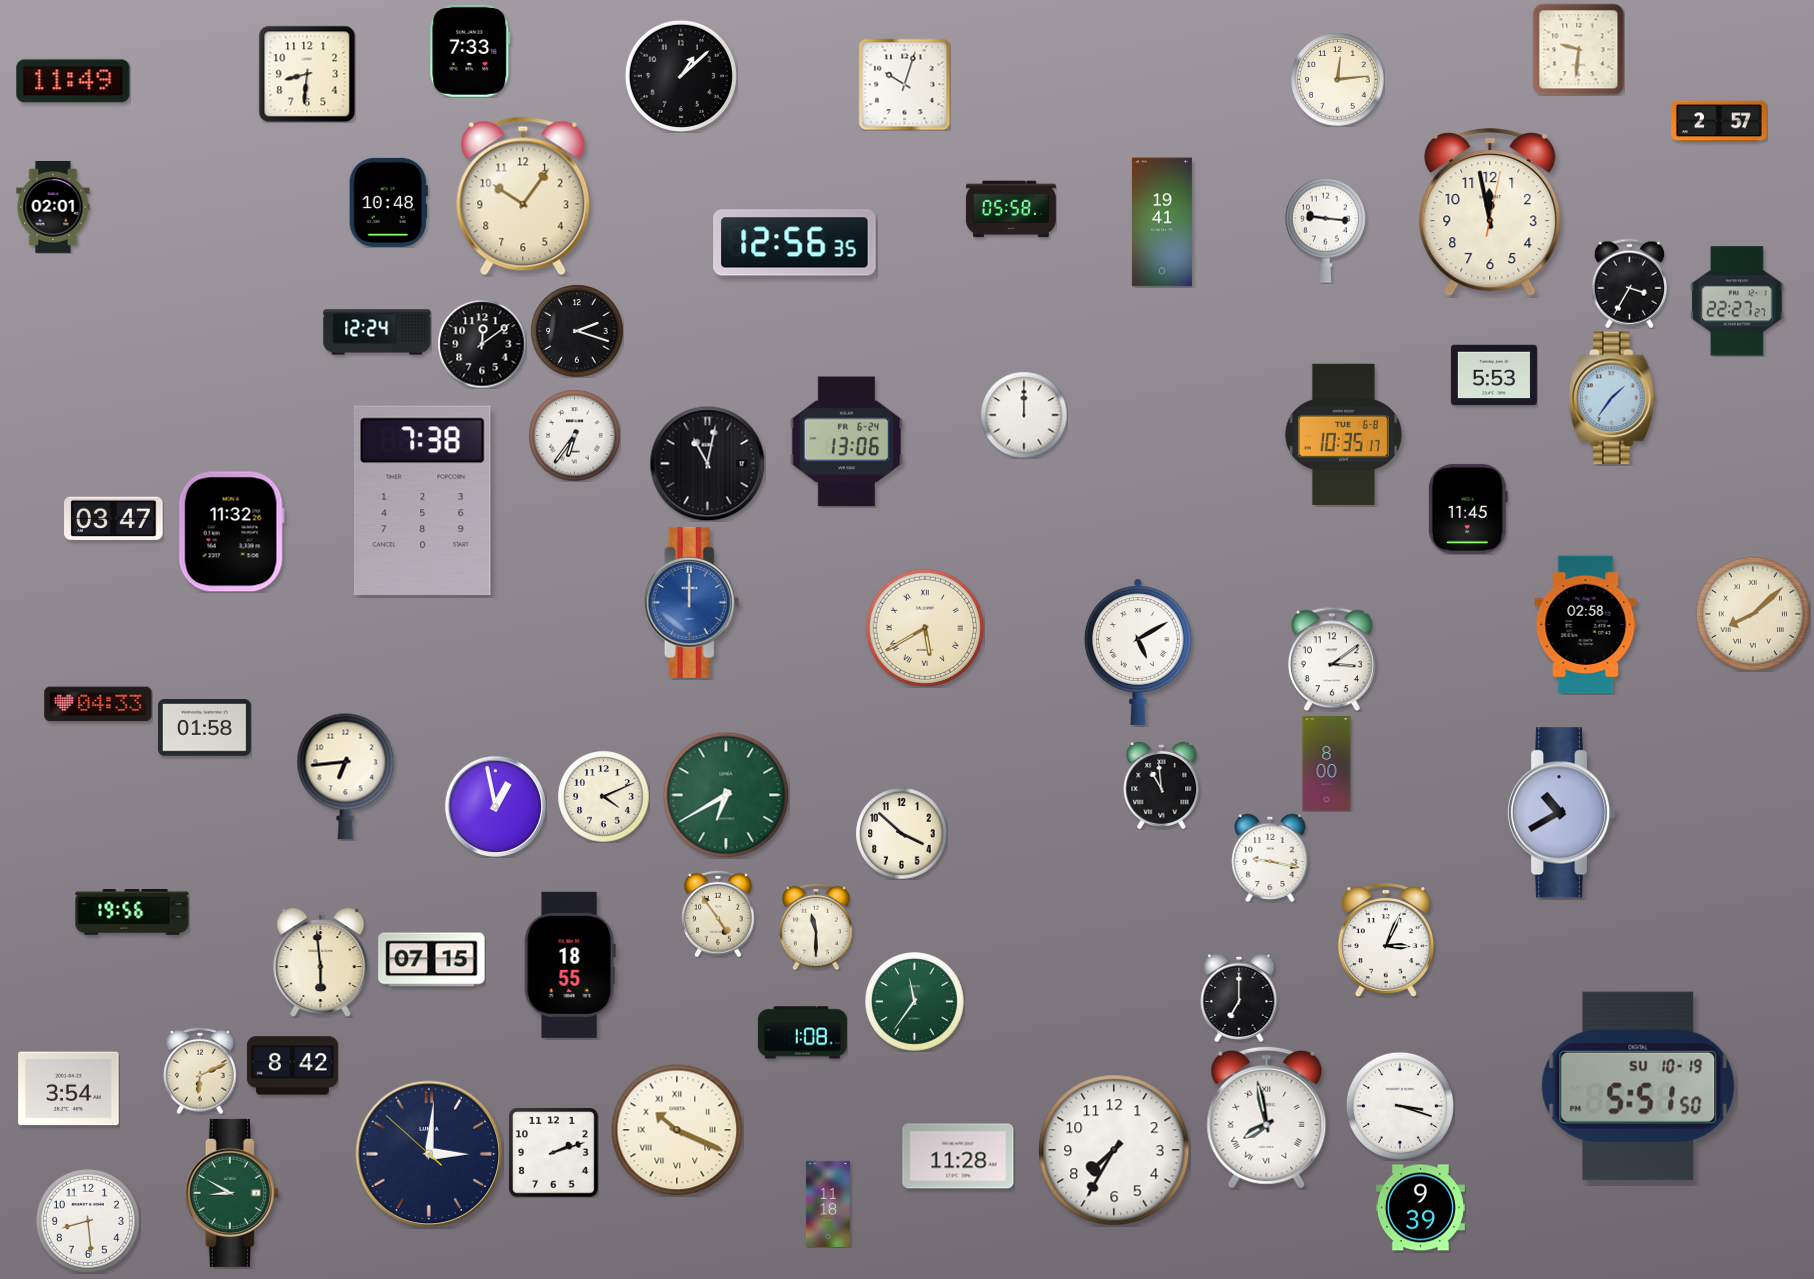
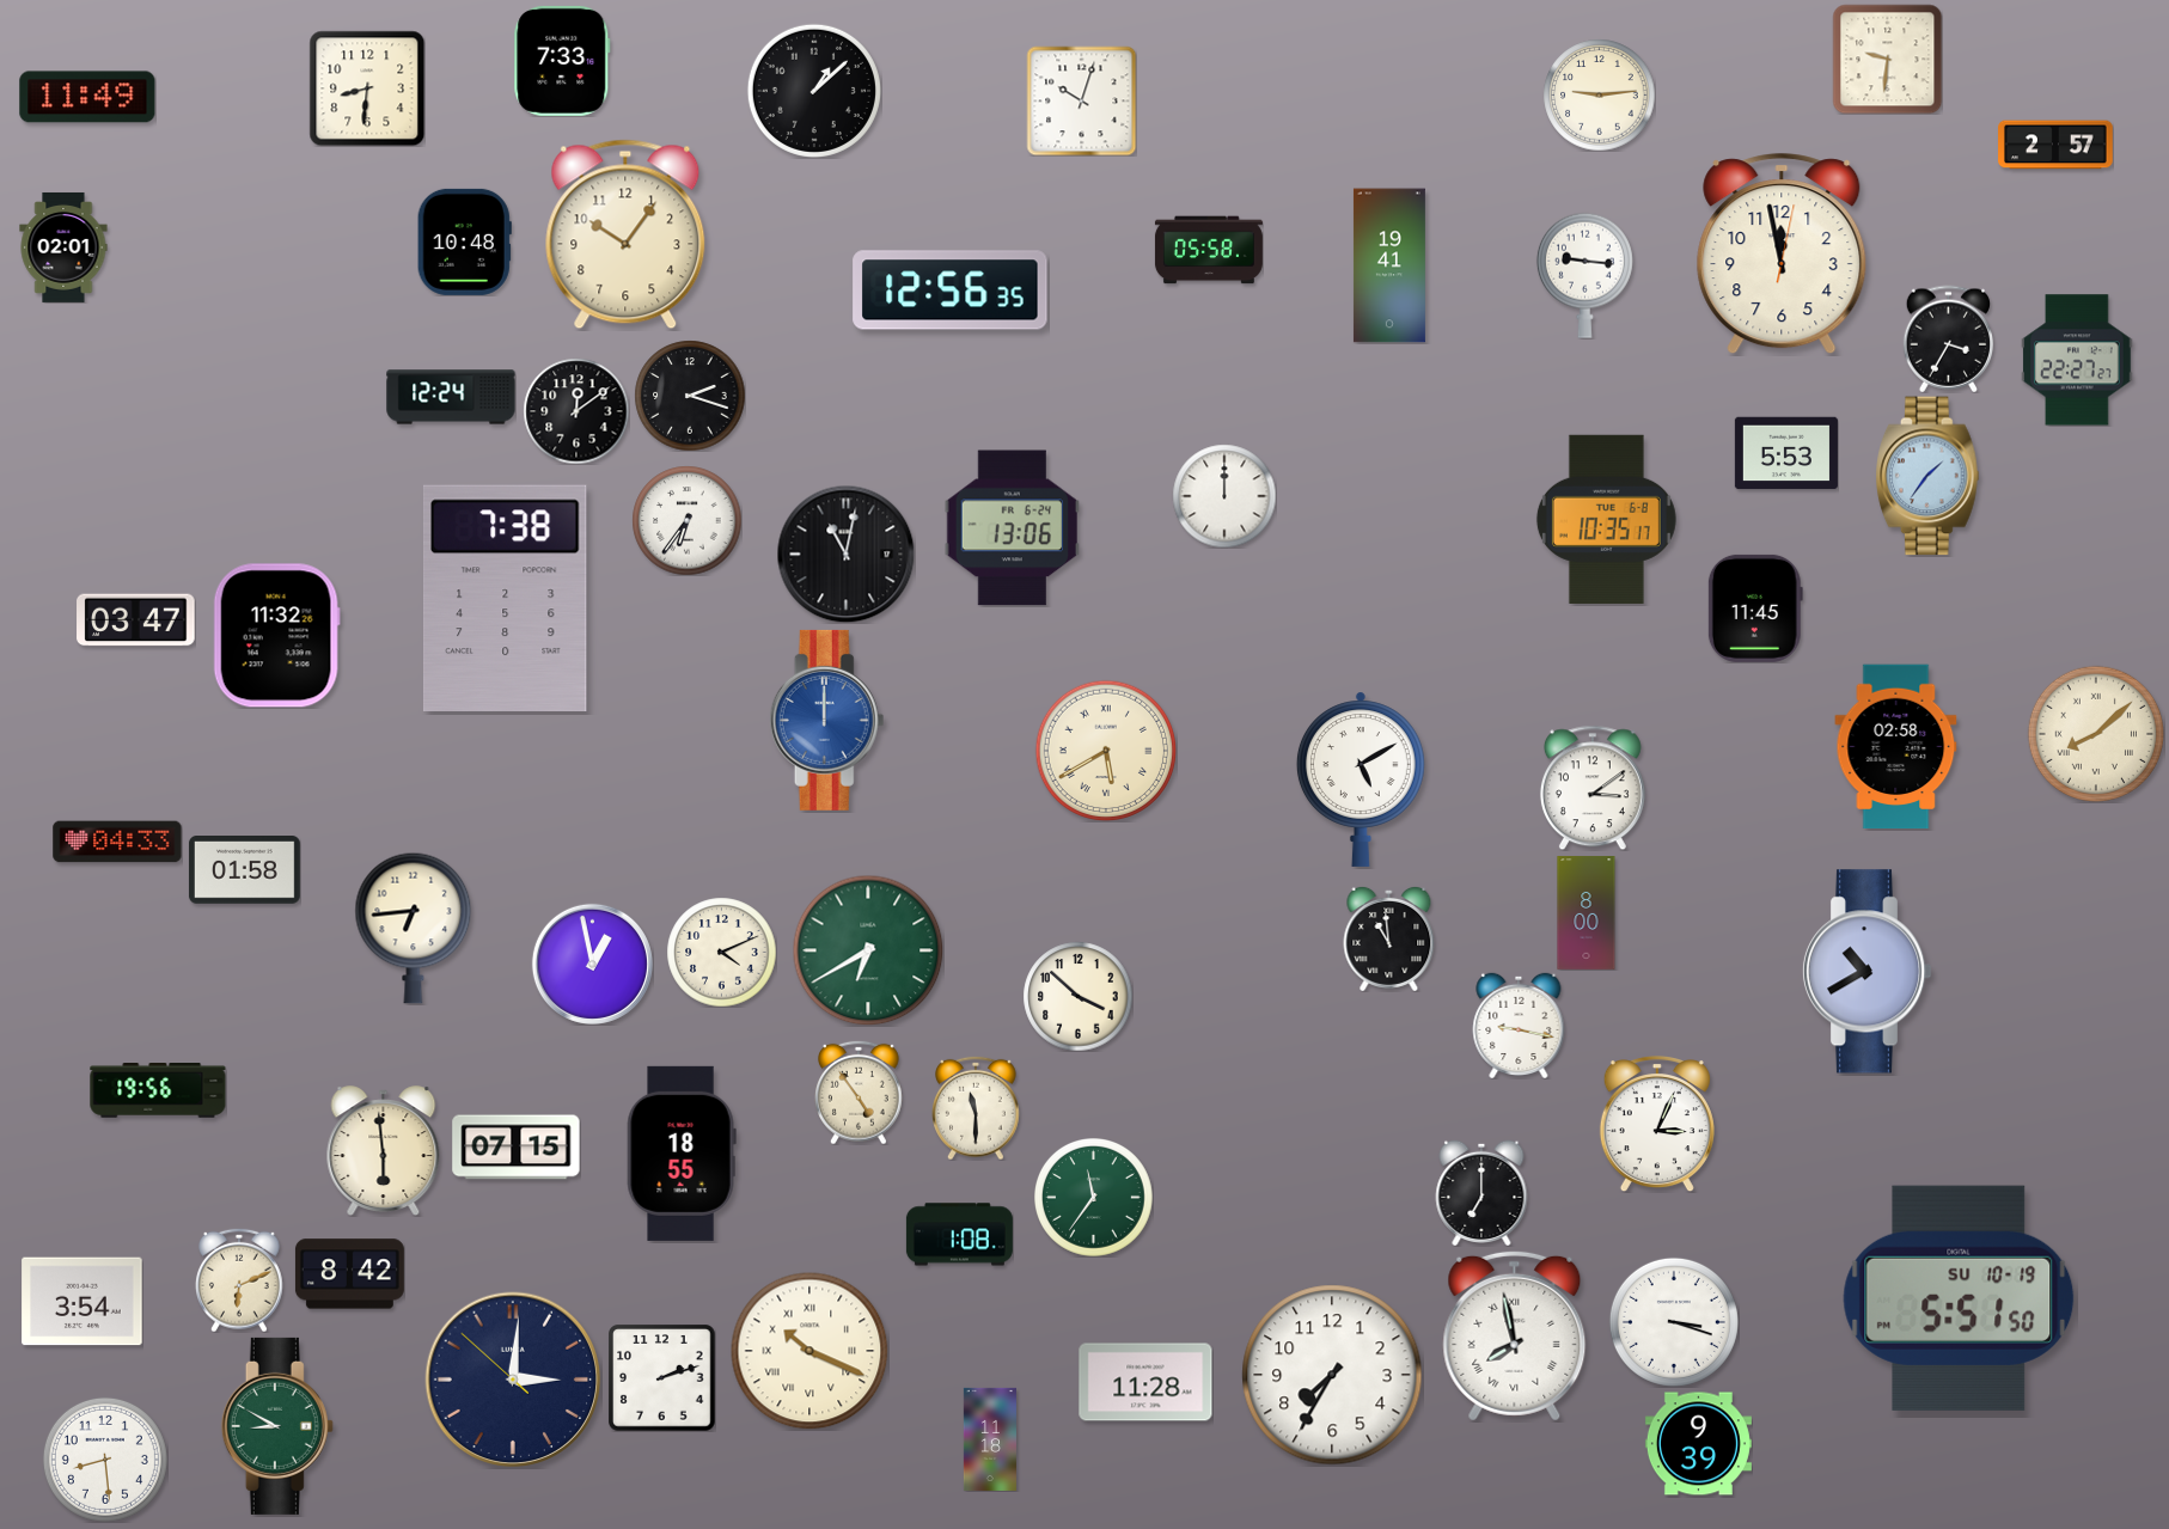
clock at (1337, 79): 12:14 -> 9:14
clock at (1494, 375) position: (1494, 375) -> (1786, 453)
